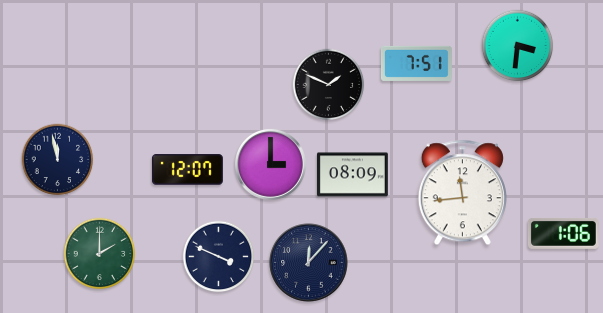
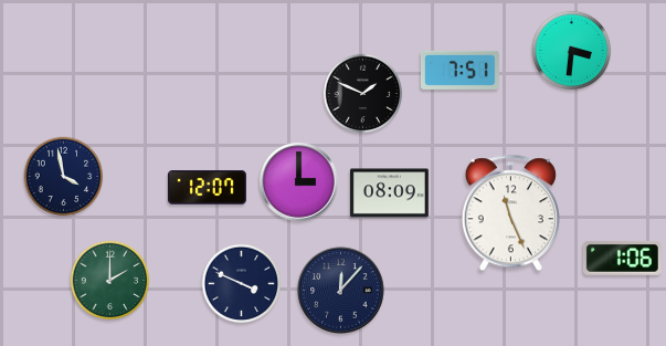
clock at (58, 160): 11:58 -> 3:58
clock at (462, 193): 11:44 -> 11:26
